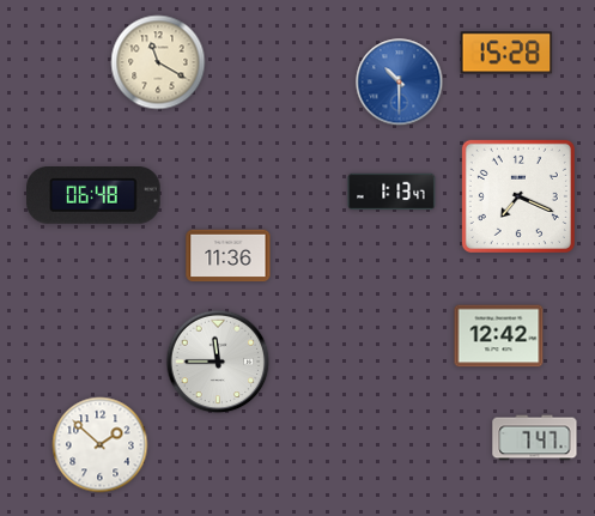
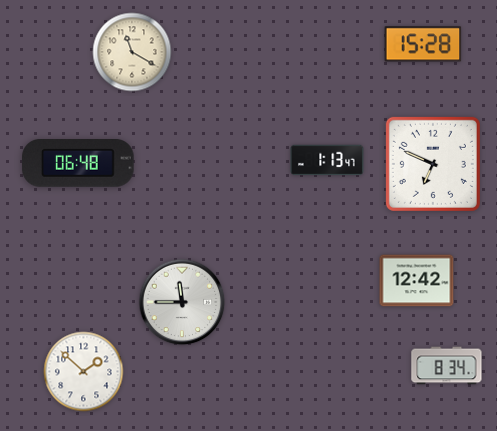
clock at (400, 83): 10:30 -> none
clock at (518, 196): 7:19 -> 6:49
clock at (229, 256): 11:36 -> none
clock at (535, 438): 7:47 -> 8:34
